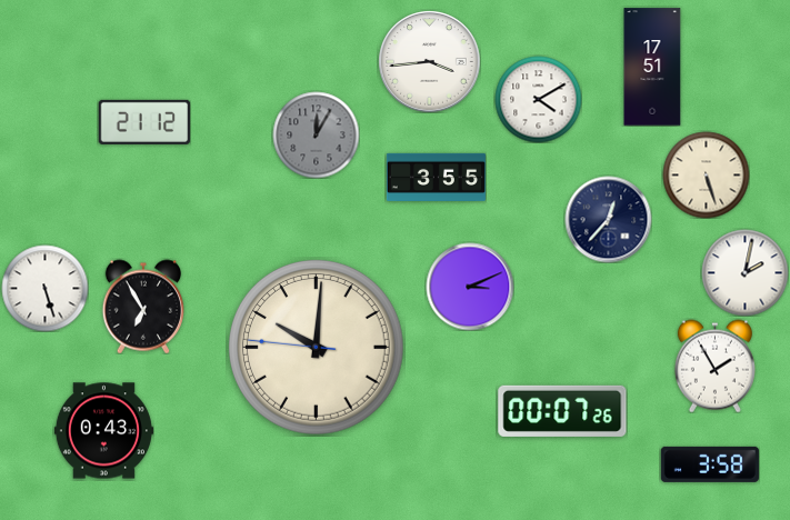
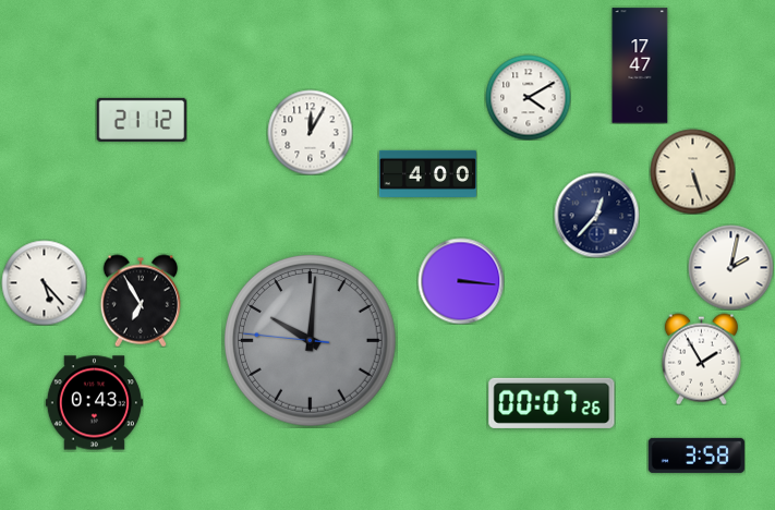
clock at (429, 61): 3:44 -> none
clock at (652, 67): 17:51 -> 17:47
clock at (316, 134) dial: grey -> white
clock at (436, 177): 3:55 -> 4:00
clock at (470, 287): 3:11 -> 3:16
clock at (44, 288): 5:27 -> 5:23
clock at (317, 348) dial: cream -> grey
clock at (103, 431) position: (103, 431) -> (94, 403)
